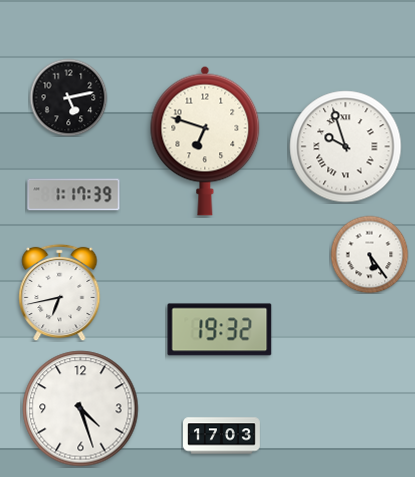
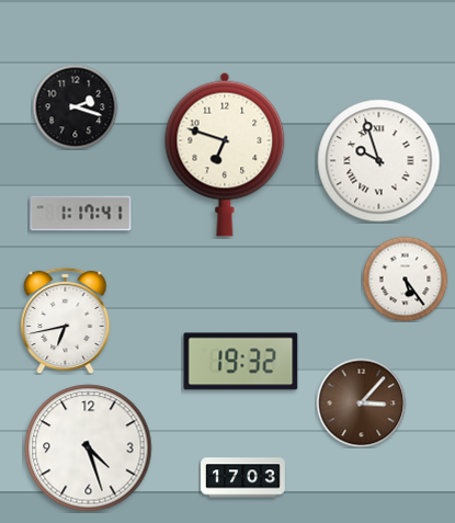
clock at (68, 97): 5:13 -> 2:18
clock at (74, 195): 1:17:39 -> 1:17:41
clock at (361, 402): none -> 3:07
